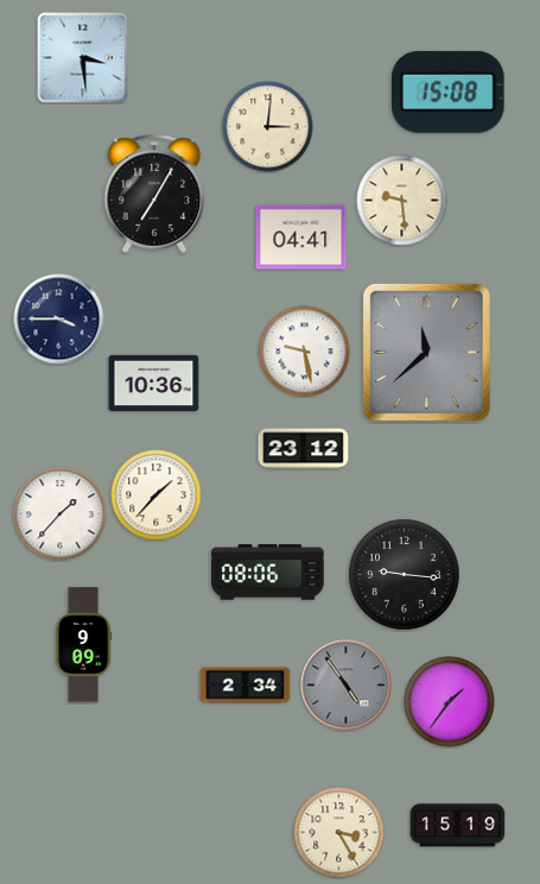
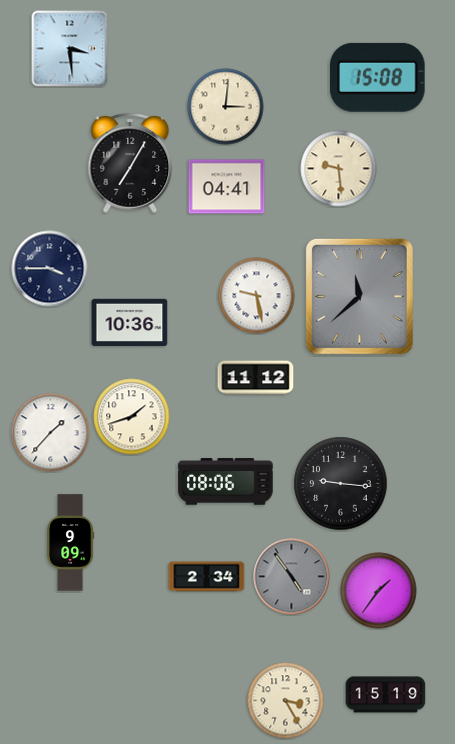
clock at (301, 238) position: (301, 238) -> (227, 187)
clock at (304, 449): 23:12 -> 11:12
clock at (157, 495): 1:37 -> 1:42
